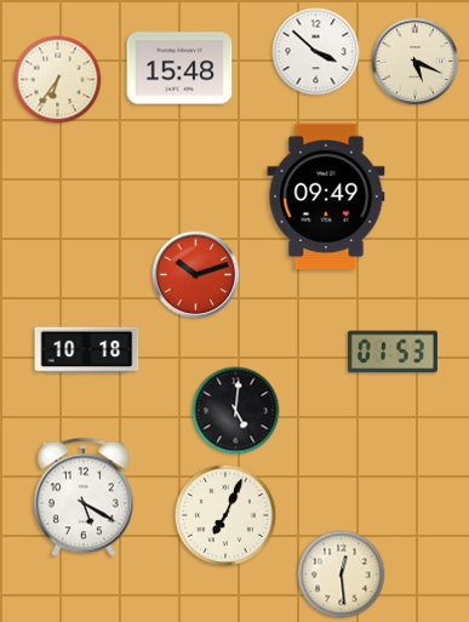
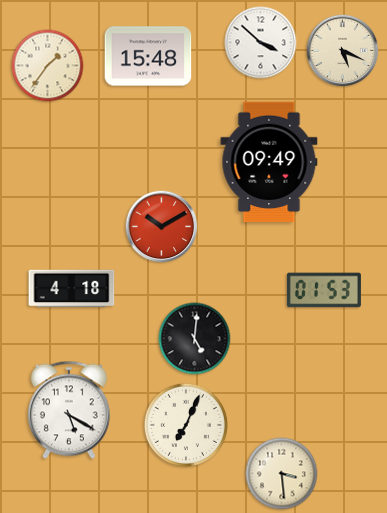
clock at (58, 80): 6:36 -> 1:36
clock at (196, 275): 10:12 -> 10:10
clock at (87, 350): 10:18 -> 4:18
clock at (342, 575): 12:29 -> 3:29
